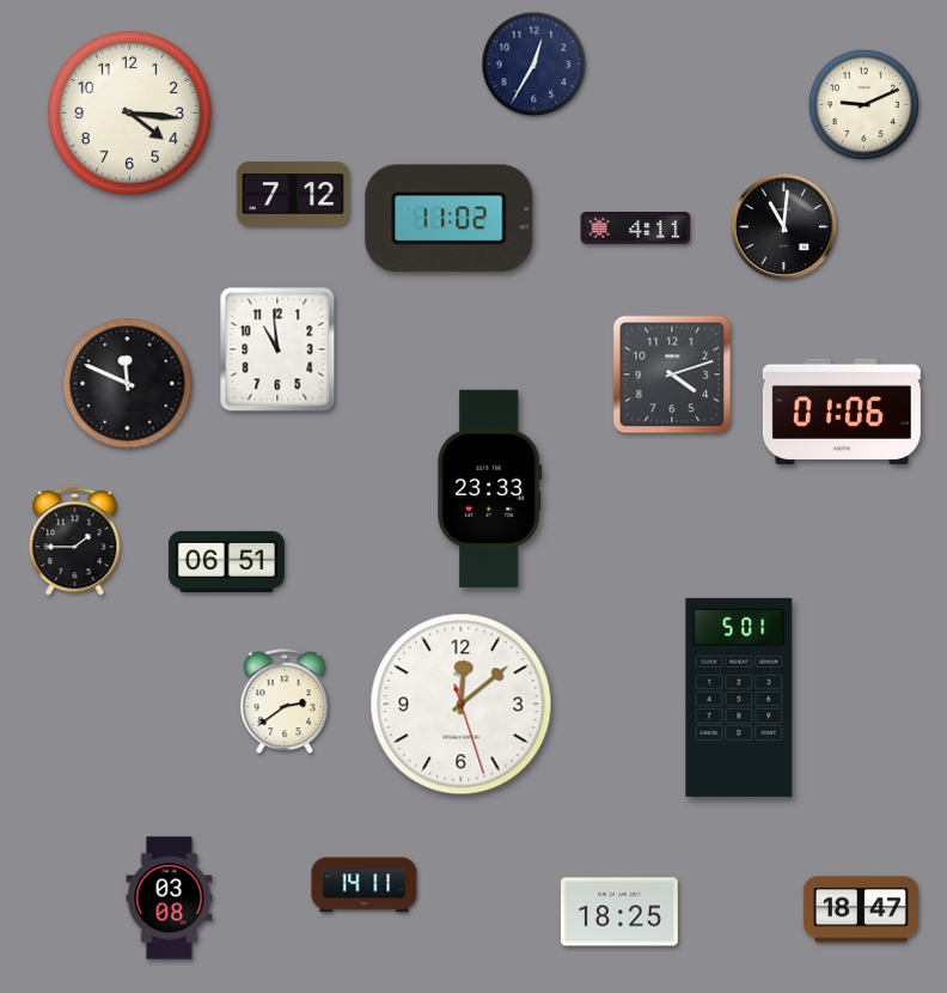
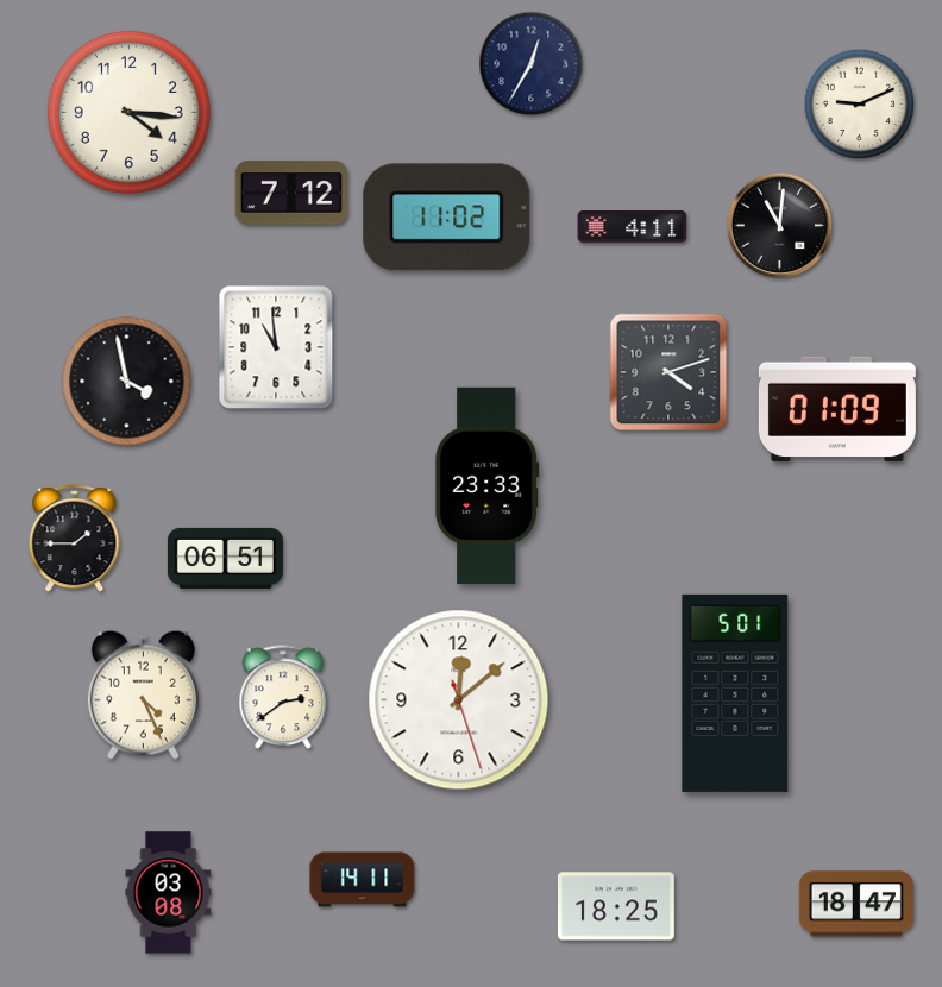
clock at (128, 384): 11:49 -> 3:58
clock at (842, 412): 01:06 -> 01:09
clock at (143, 694): none -> 4:26
